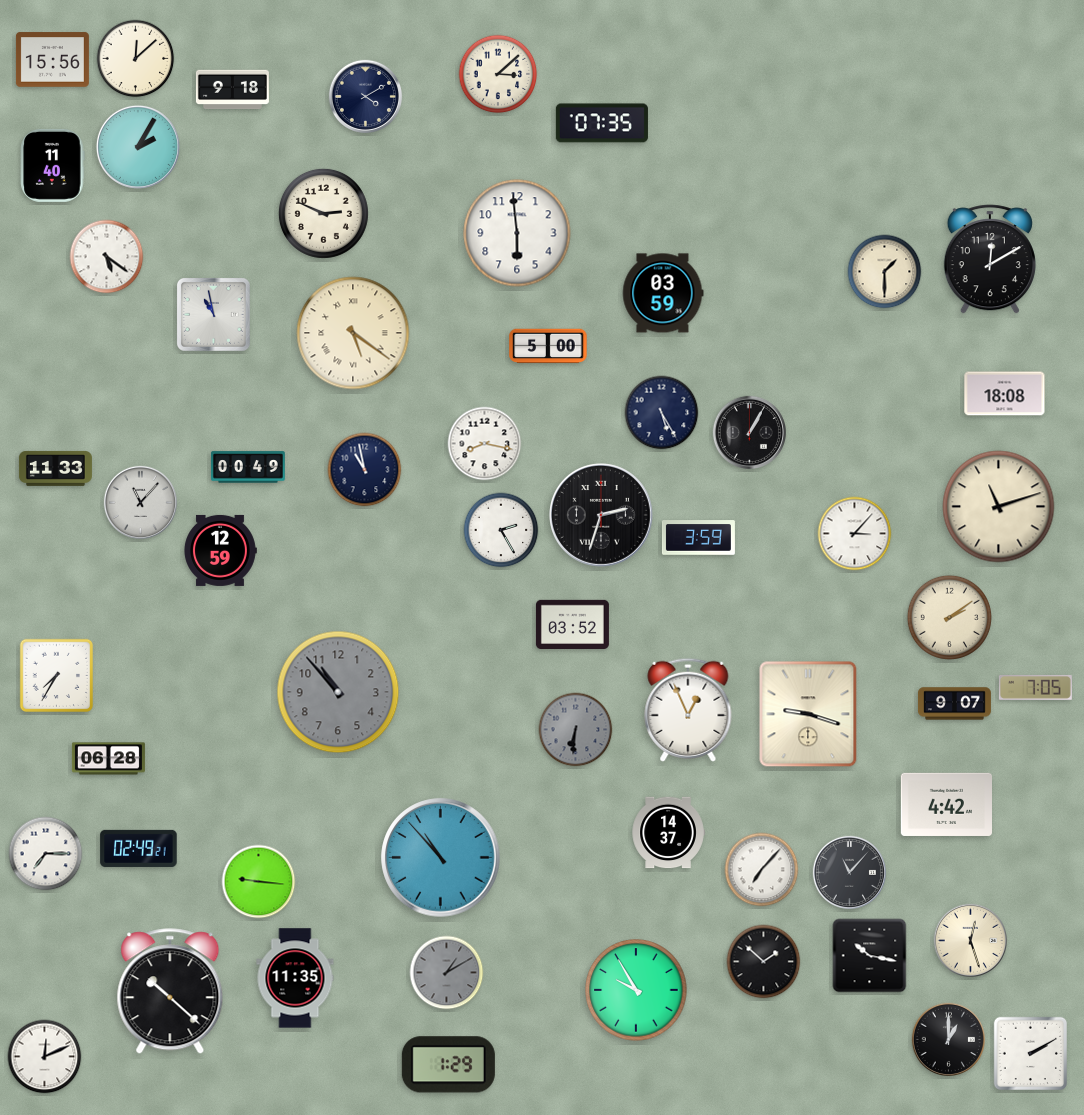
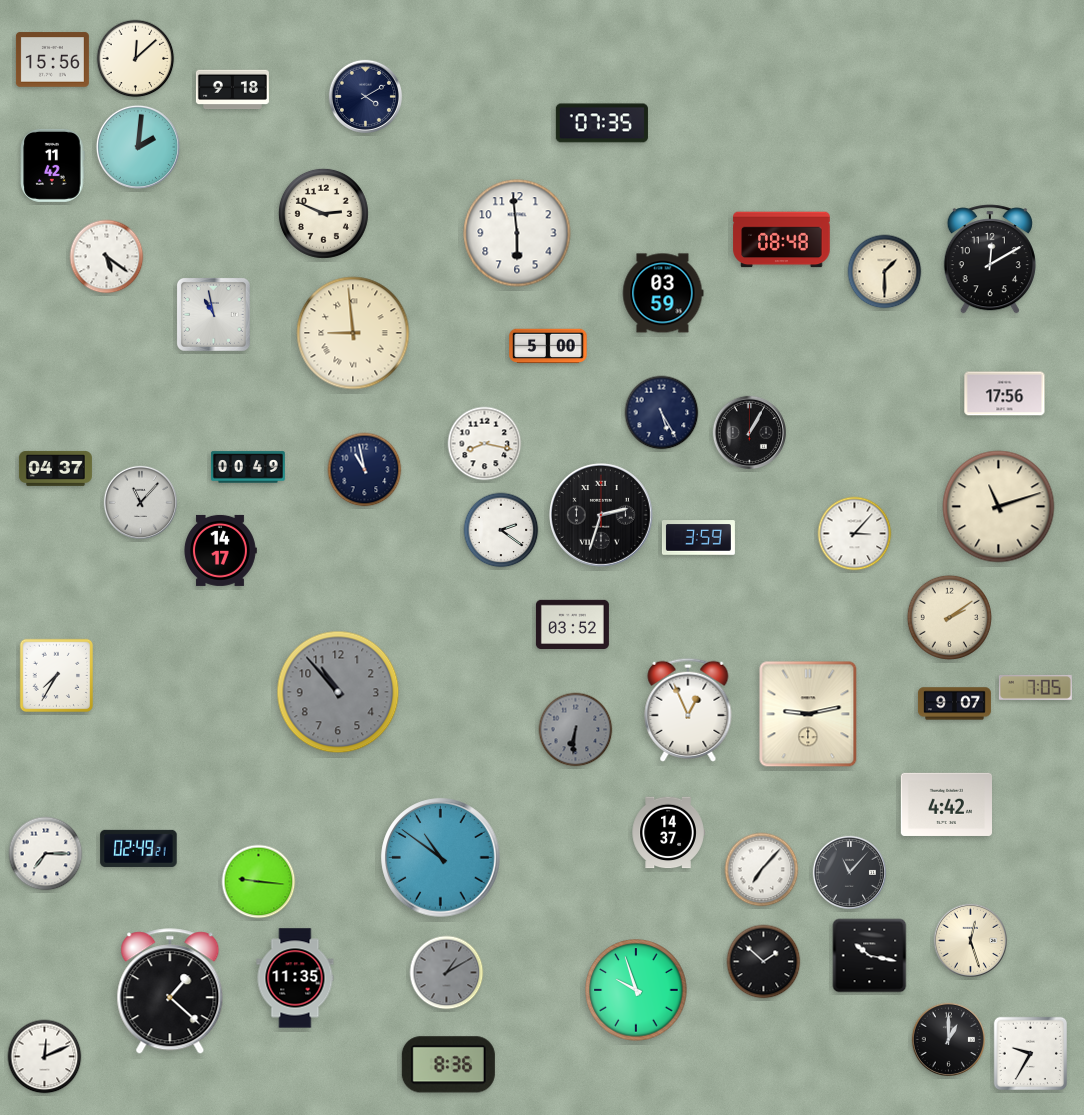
clock at (498, 74): 3:08 -> none
clock at (138, 147): 2:05 -> 2:01
clock at (53, 165): 11:40 -> 11:42
clock at (782, 240): none -> 08:48
clock at (353, 333): 5:21 -> 8:59
clock at (1005, 394): 18:08 -> 17:56
clock at (55, 468): 11:33 -> 04:37
clock at (501, 530): 2:25 -> 2:21
clock at (220, 550): 12:59 -> 14:17
clock at (808, 714): 9:18 -> 9:13
clock at (108, 759): 06:28 -> none
clock at (441, 858): 10:53 -> 10:51
clock at (636, 990): 9:55 -> 9:57
clock at (170, 992): 10:22 -> 1:22
clock at (1030, 1053): 2:10 -> 9:35
clock at (448, 1065): 1:29 -> 8:36
